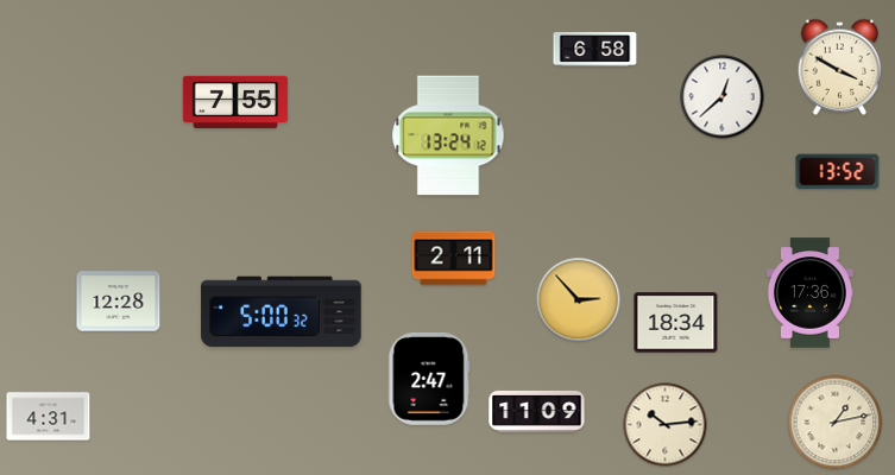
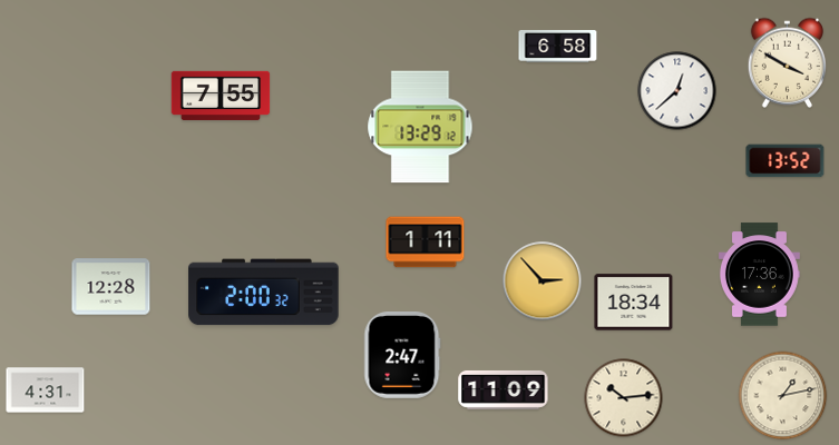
clock at (448, 135): 13:24 -> 13:29
clock at (454, 259): 2:11 -> 1:11
clock at (119, 302) position: (119, 302) -> (111, 287)
clock at (282, 312): 5:00 -> 2:00
clock at (537, 411) position: (537, 411) -> (504, 389)
